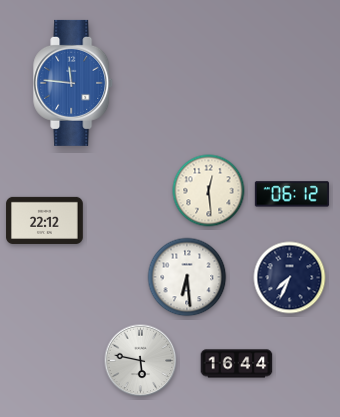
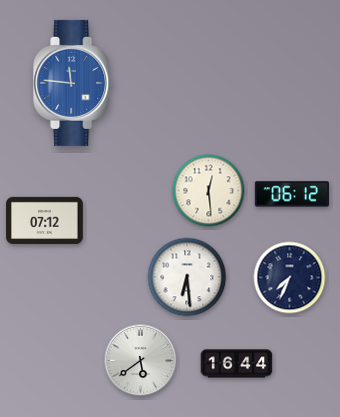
clock at (45, 220): 22:12 -> 07:12
clock at (141, 361): 5:47 -> 5:39
